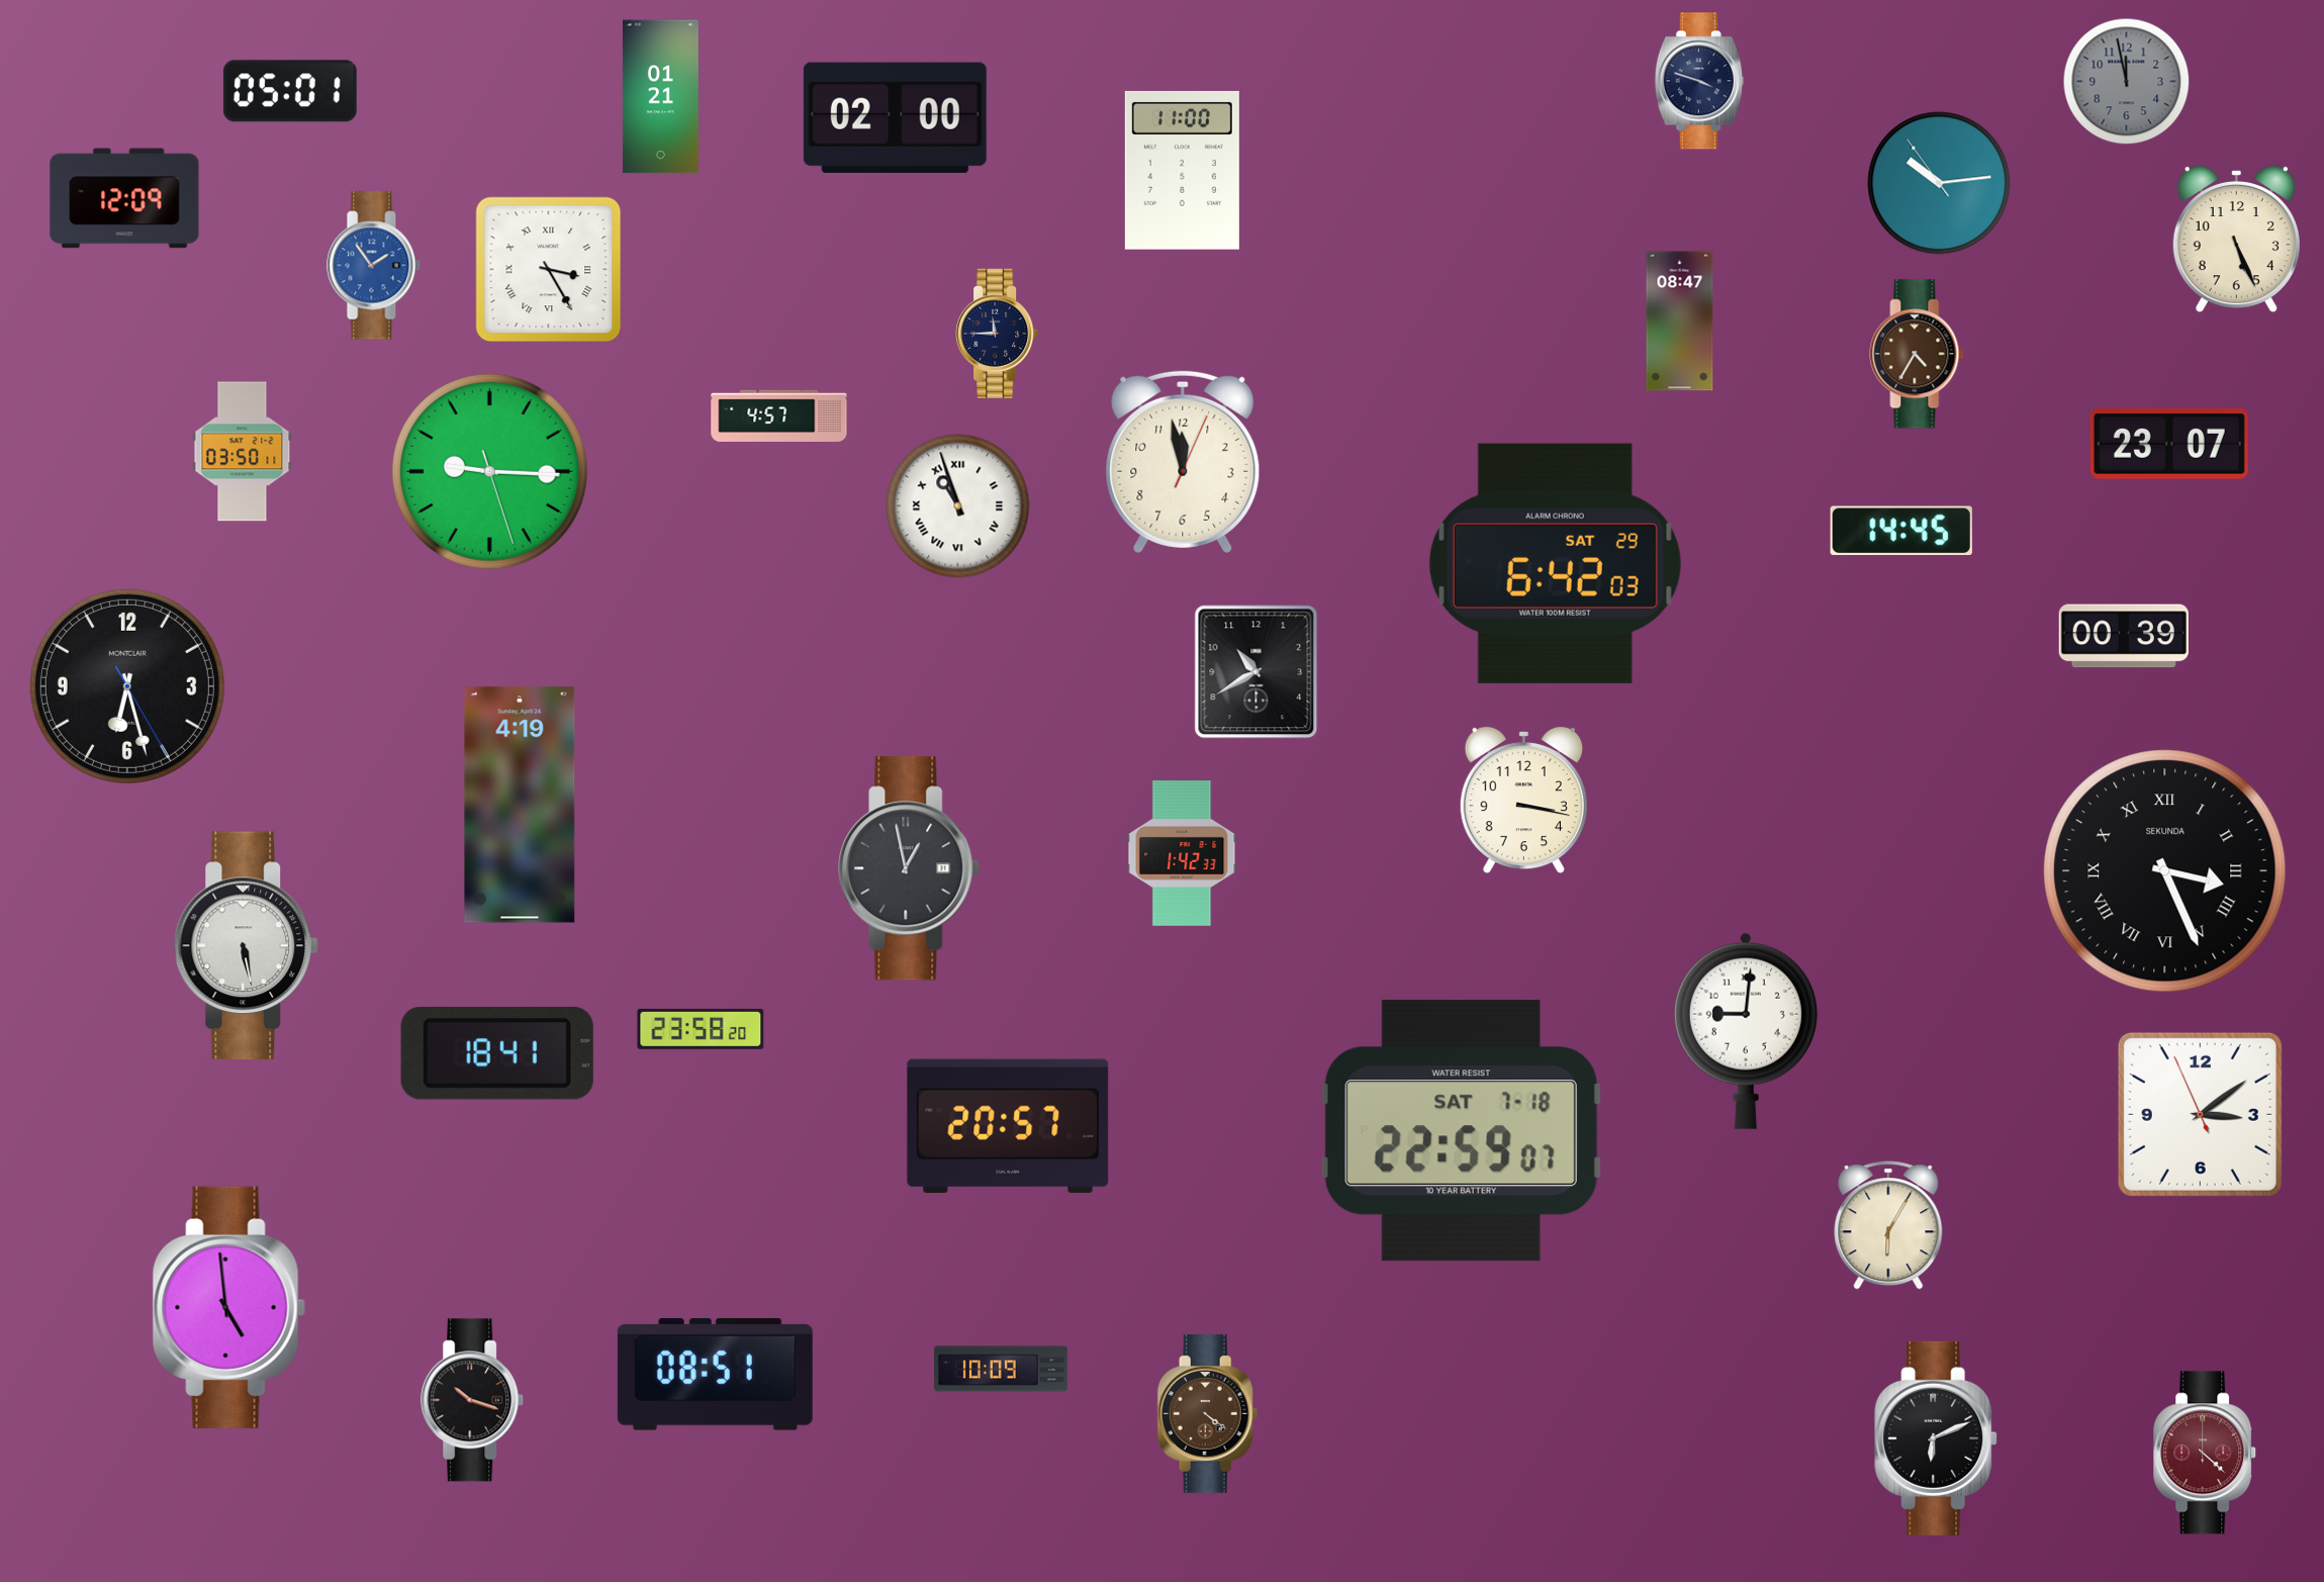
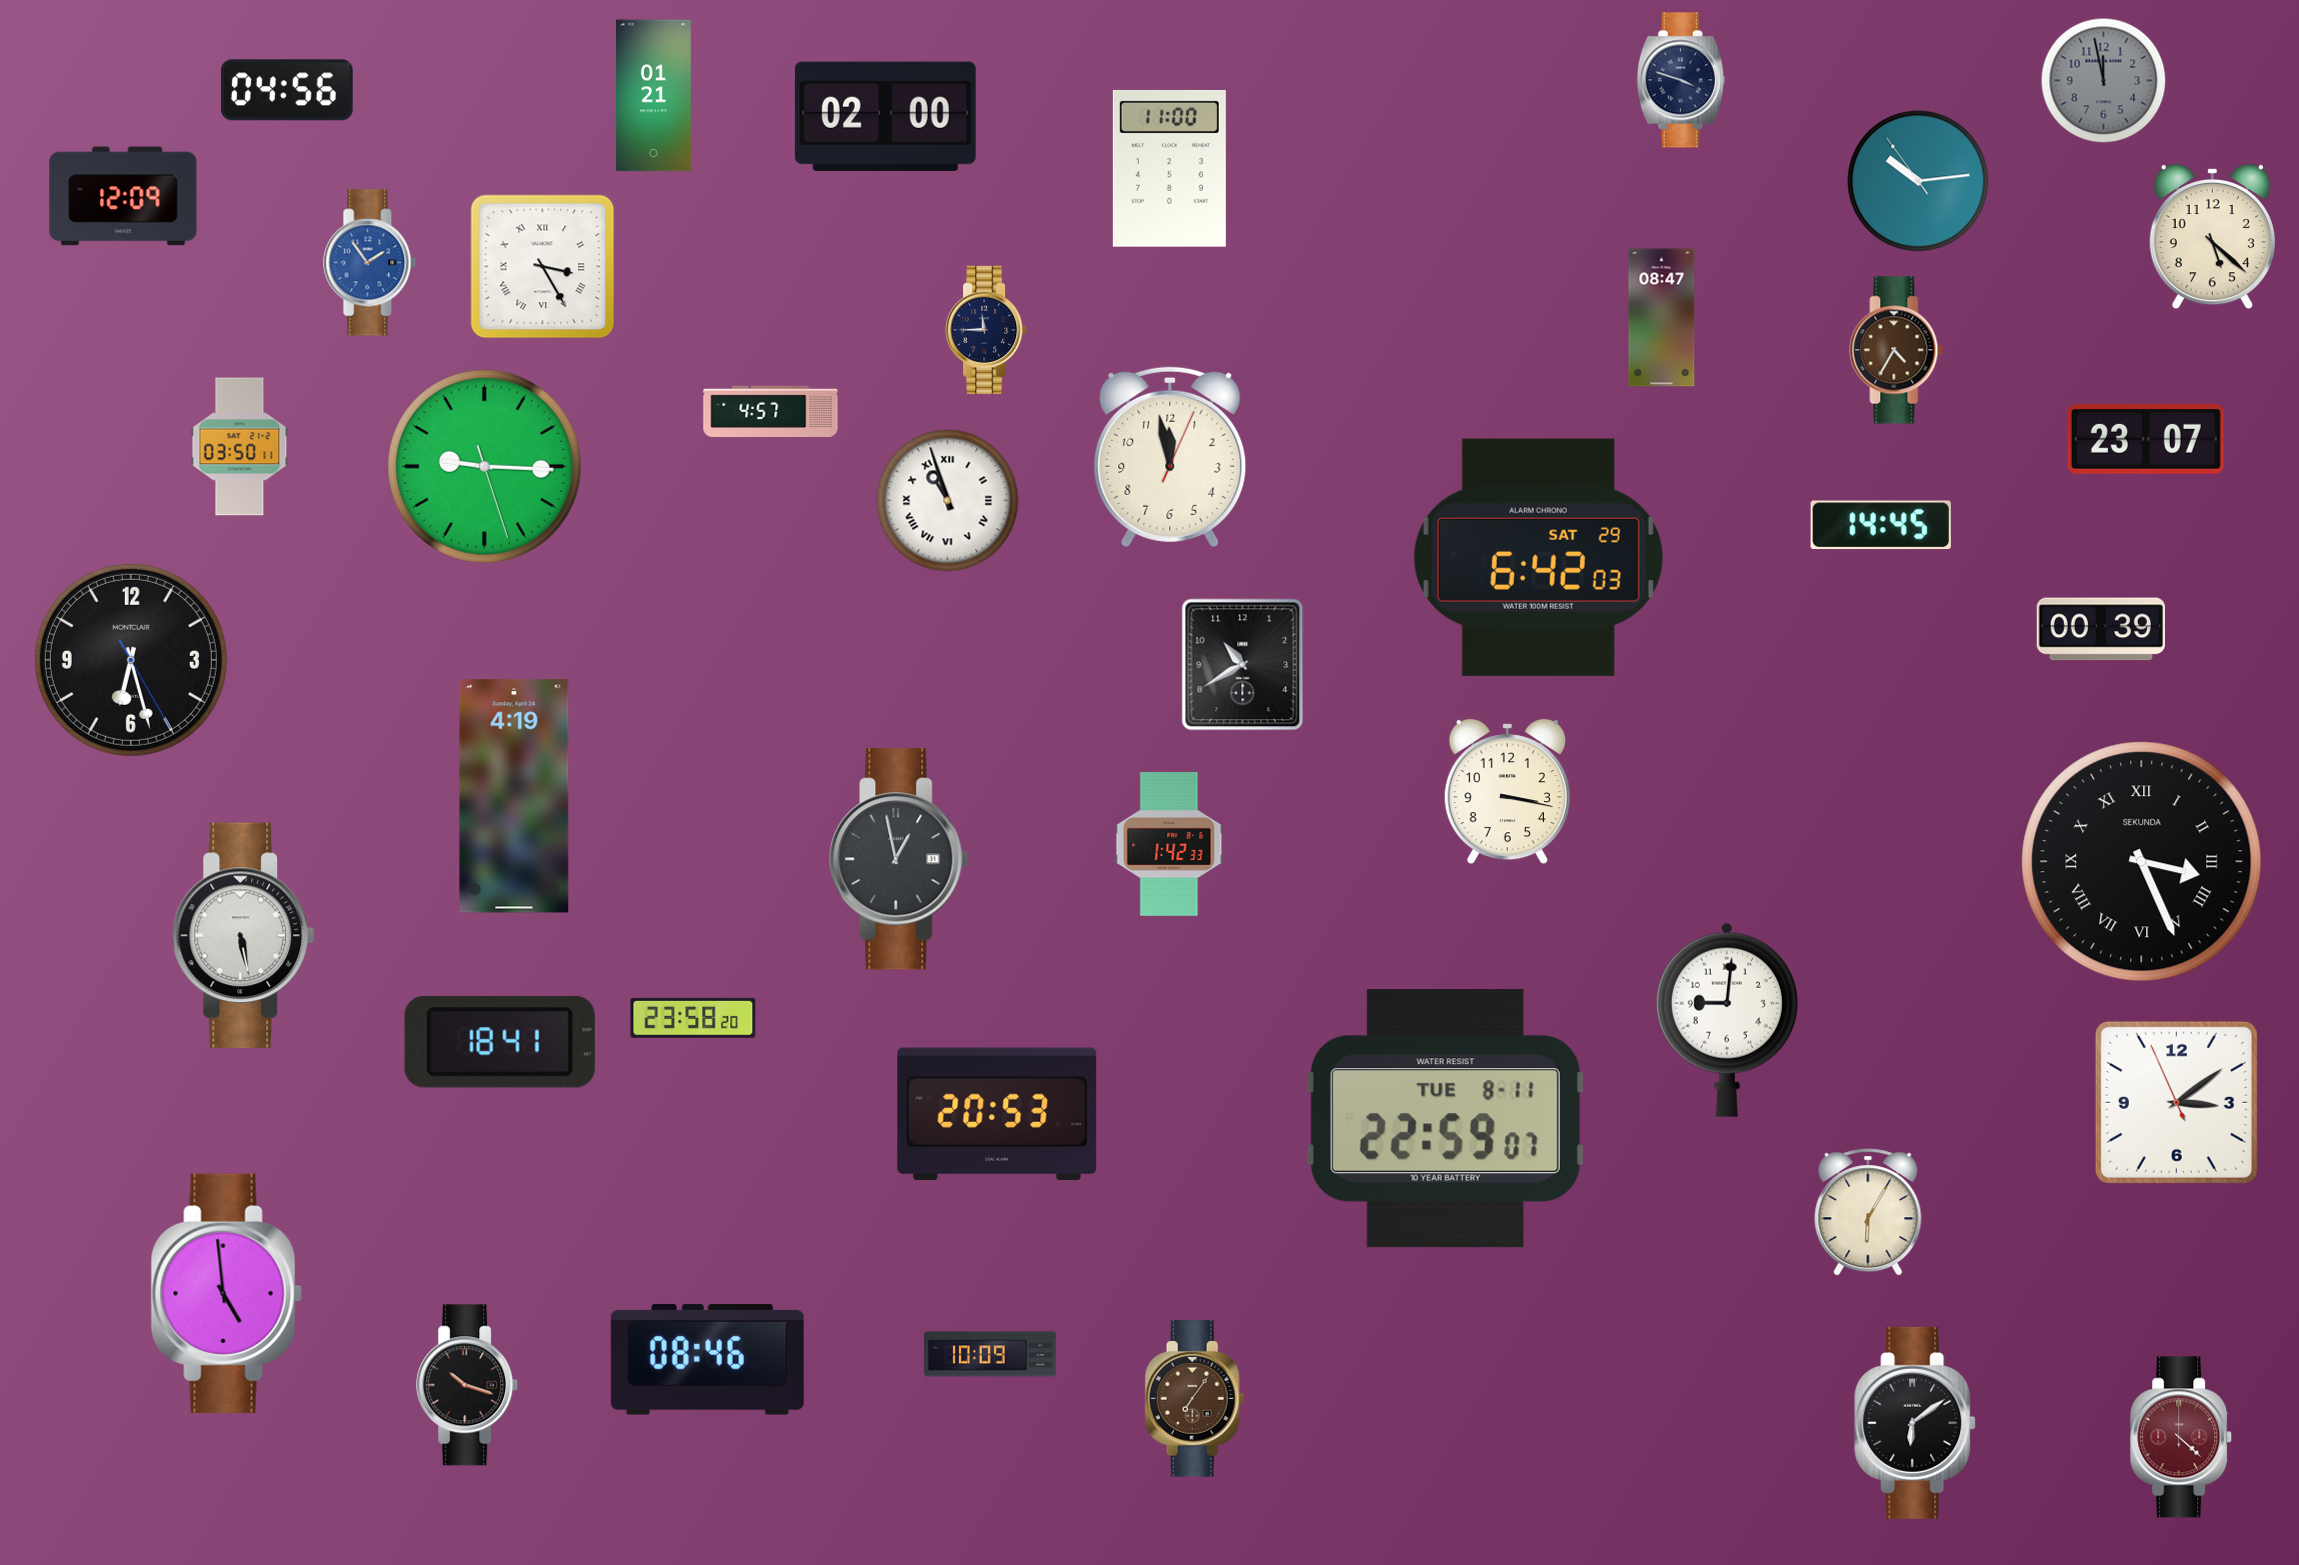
clock at (290, 91): 05:01 -> 04:56
clock at (2236, 240): 5:26 -> 5:22
clock at (127, 686) position: (127, 686) -> (131, 660)
clock at (497, 1053) position: (497, 1053) -> (500, 1042)
clock at (1008, 1126): 20:57 -> 20:53
clock at (1461, 1131) date: SAT 7-18 -> TUE 8-11
clock at (715, 1375): 08:51 -> 08:46
clock at (1208, 1414): 4:21 -> 7:06
clock at (1936, 1438): 6:11 -> 6:09
